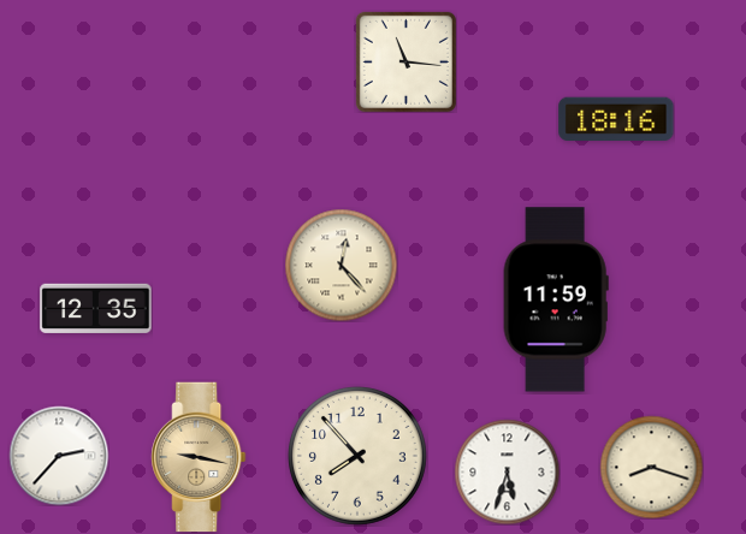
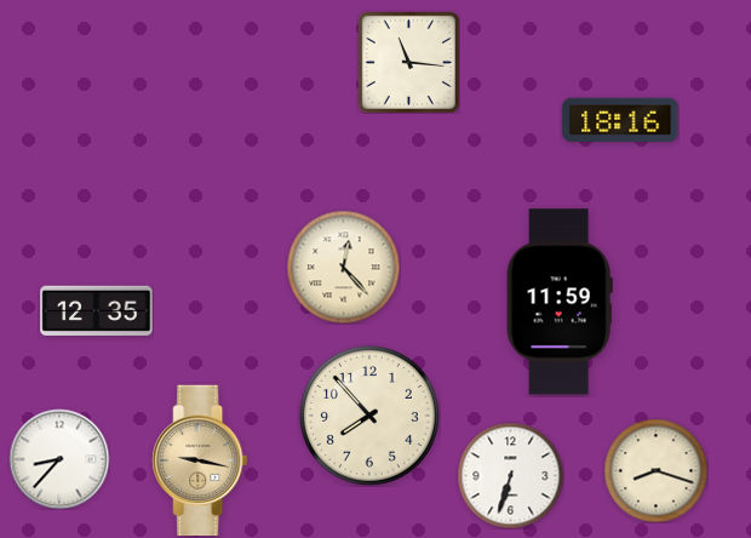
clock at (59, 456): 2:37 -> 8:37
clock at (357, 456) position: (357, 456) -> (369, 416)
clock at (507, 471): 5:33 -> 6:33
